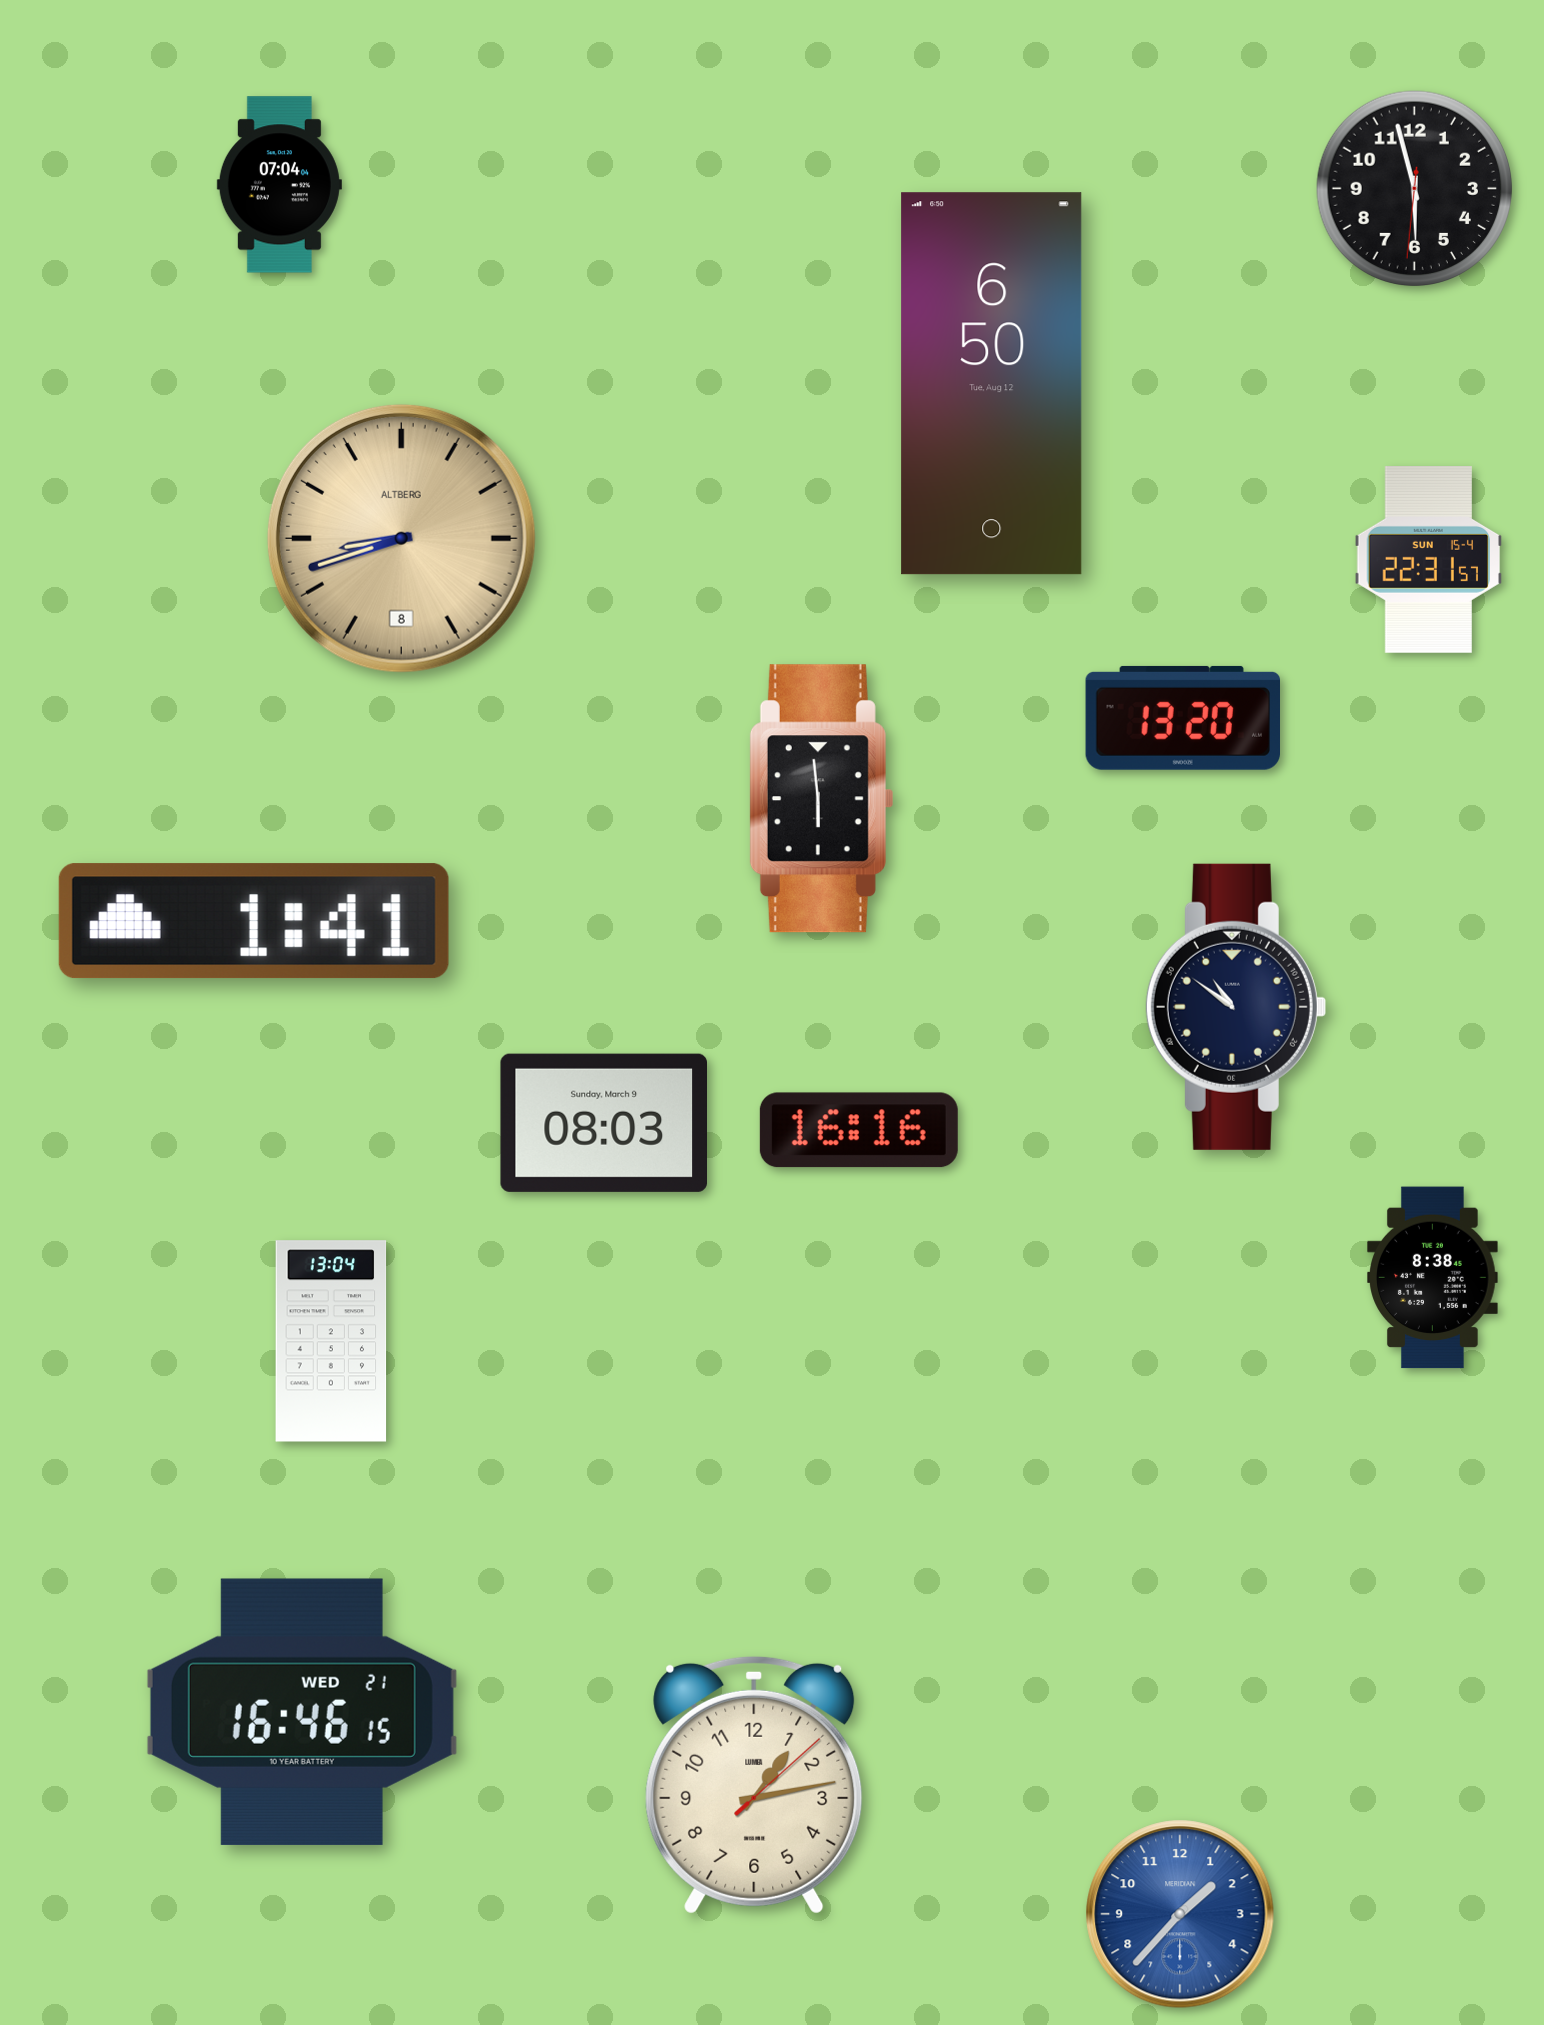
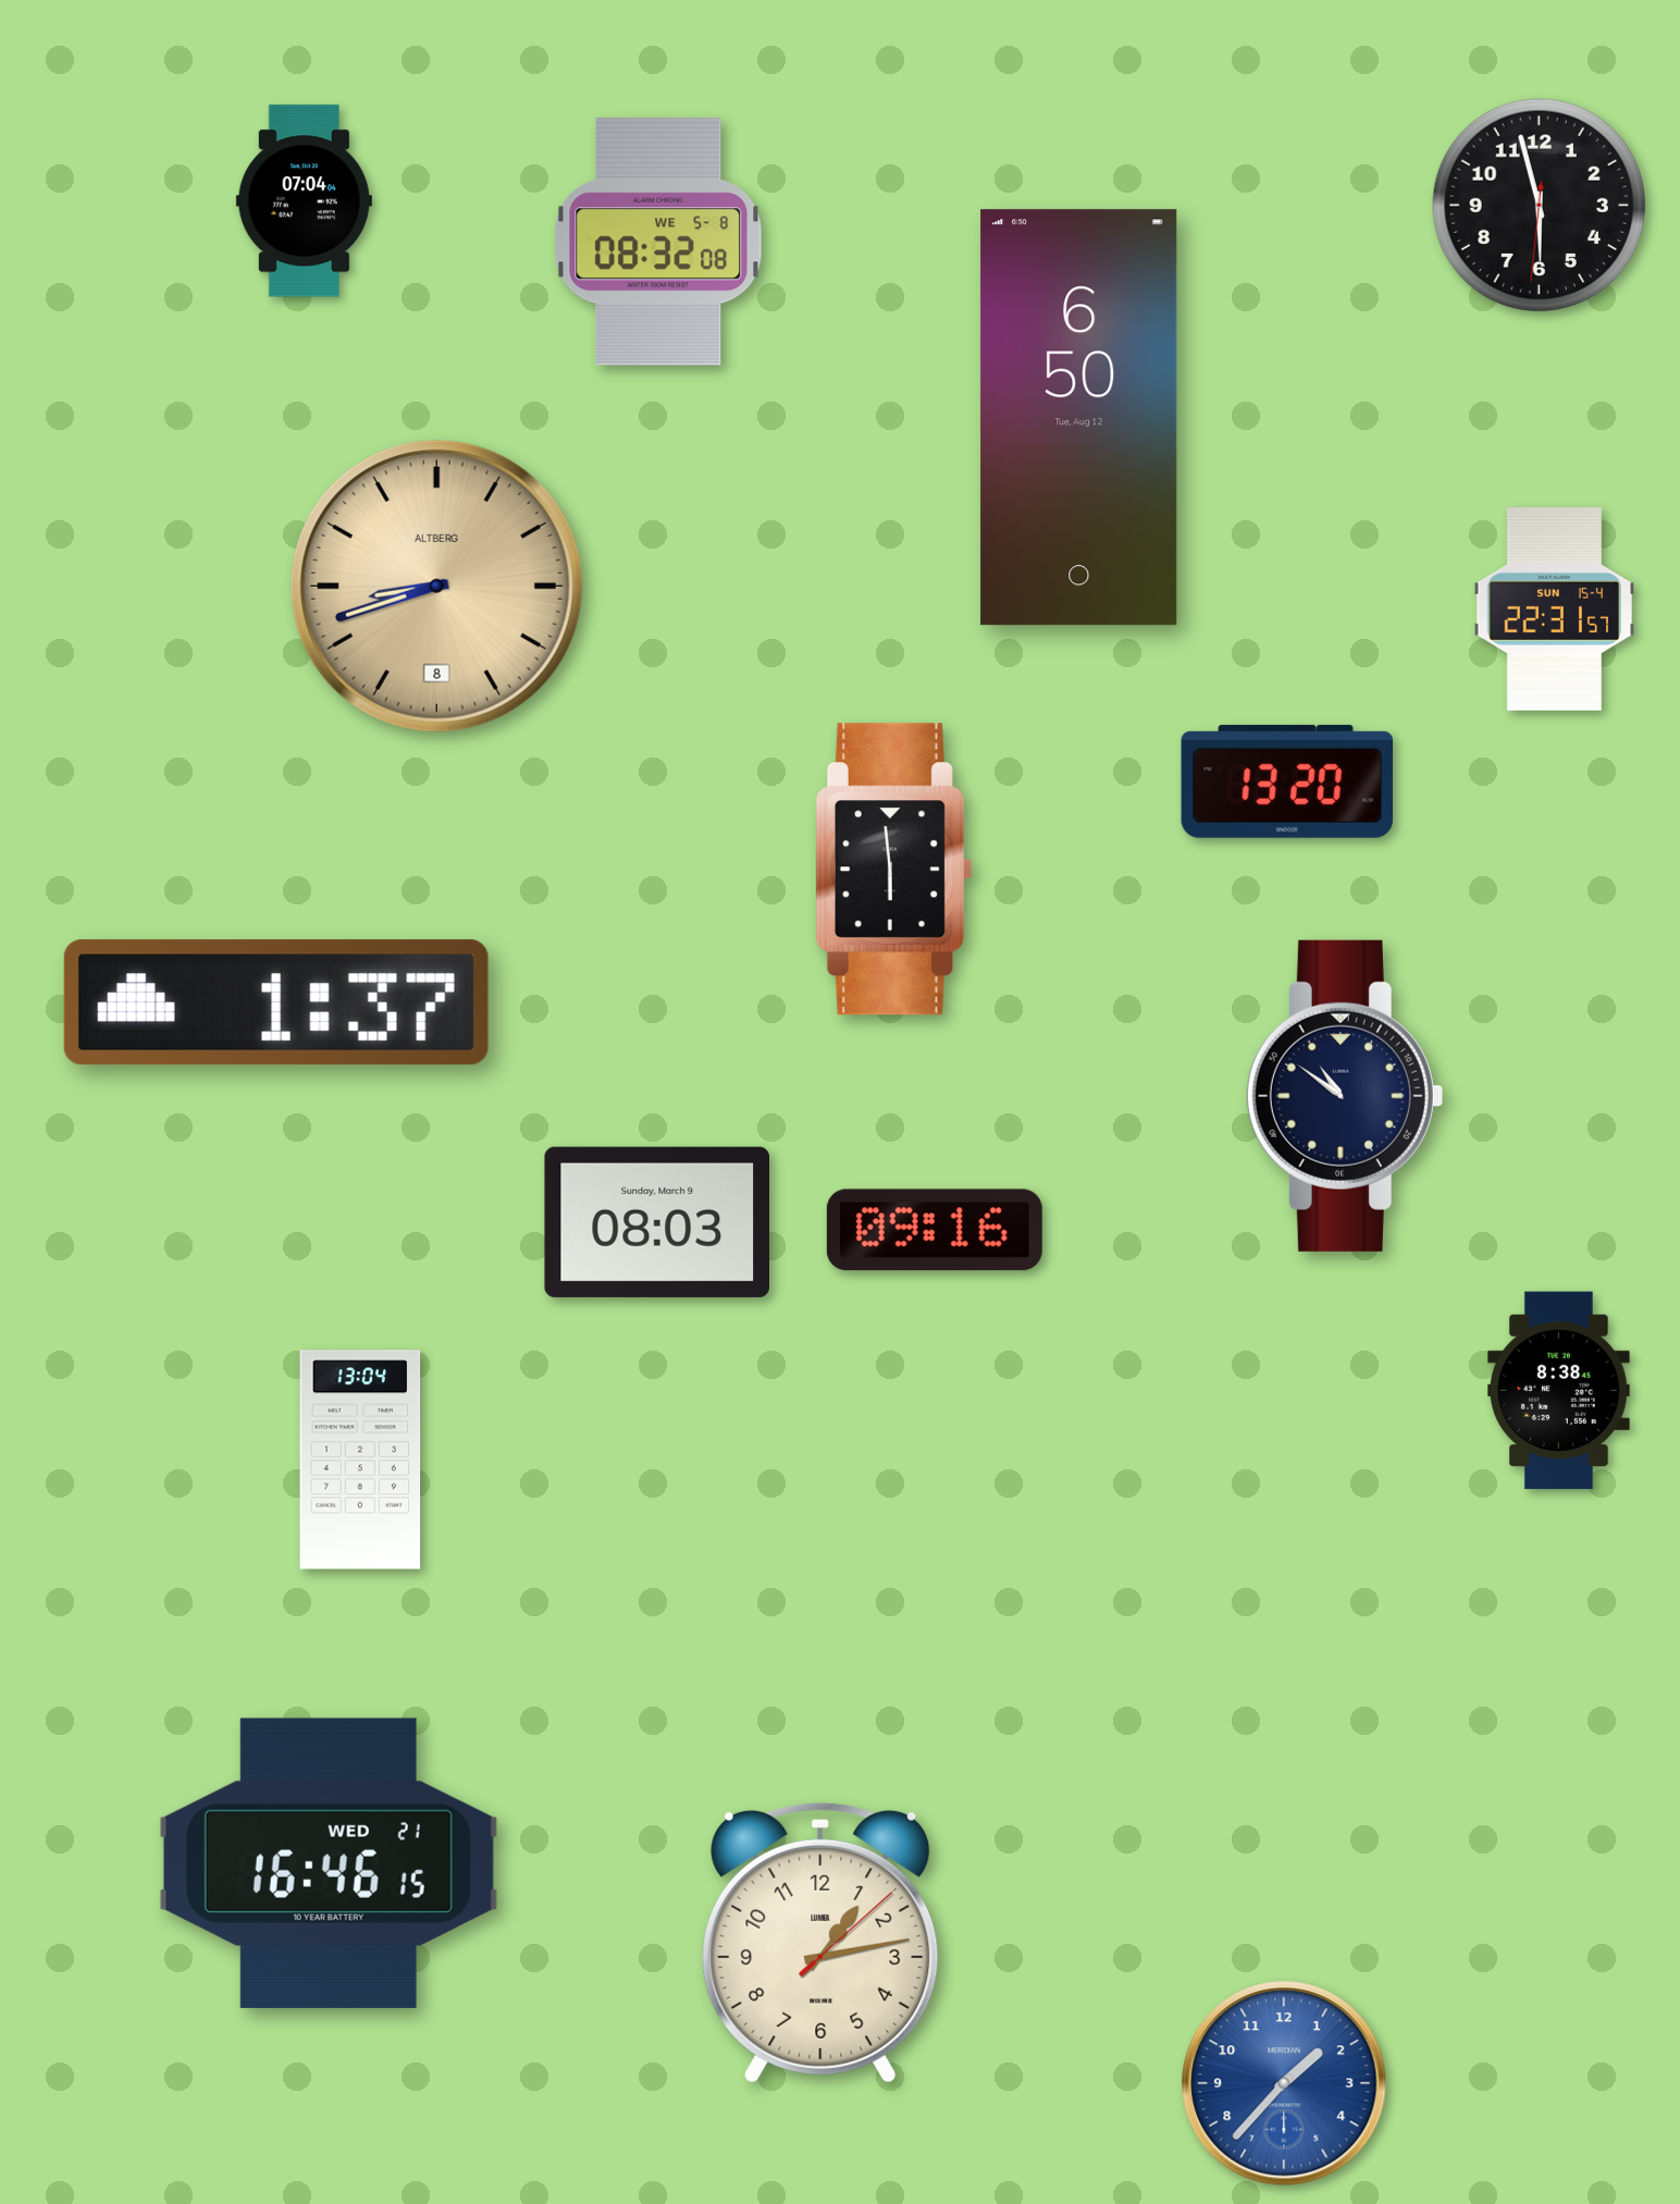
clock at (658, 242): none -> 08:32
clock at (254, 921): 1:41 -> 1:37
clock at (859, 1130): 16:16 -> 09:16
